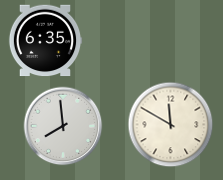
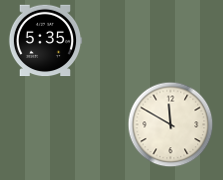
clock at (45, 41): 6:35 -> 5:35
clock at (63, 126): 7:59 -> none
